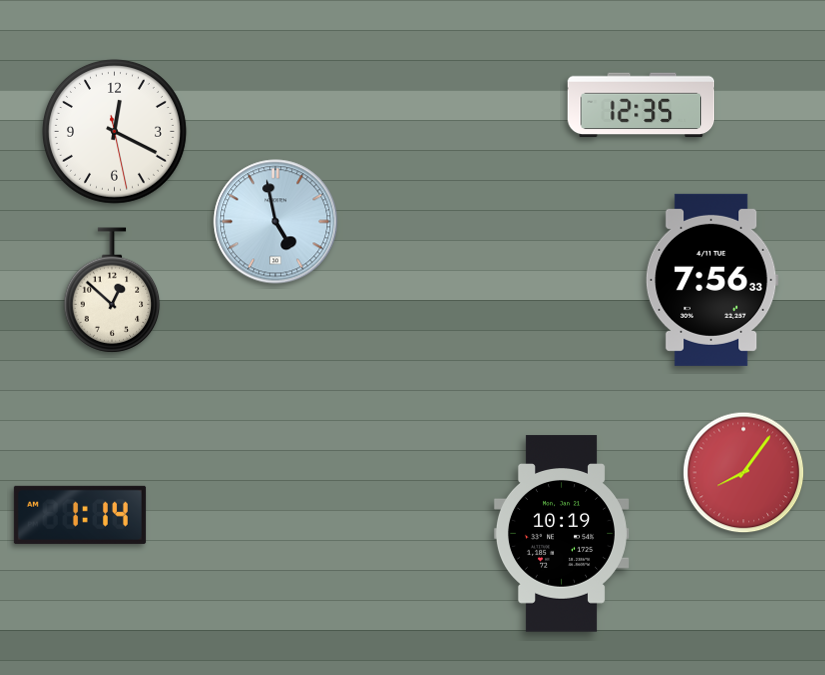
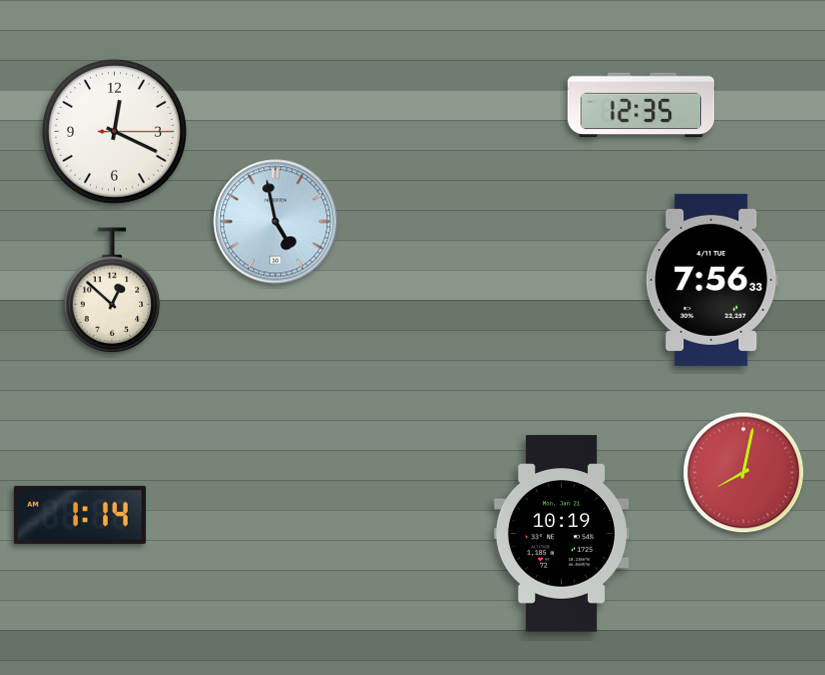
clock at (114, 131): 12:19:28 -> 12:19:15
clock at (744, 473): 8:06 -> 8:02
